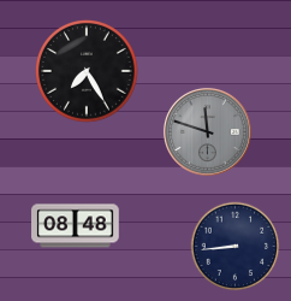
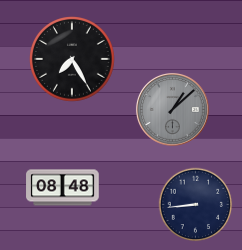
clock at (207, 131): 11:48 -> 1:08
